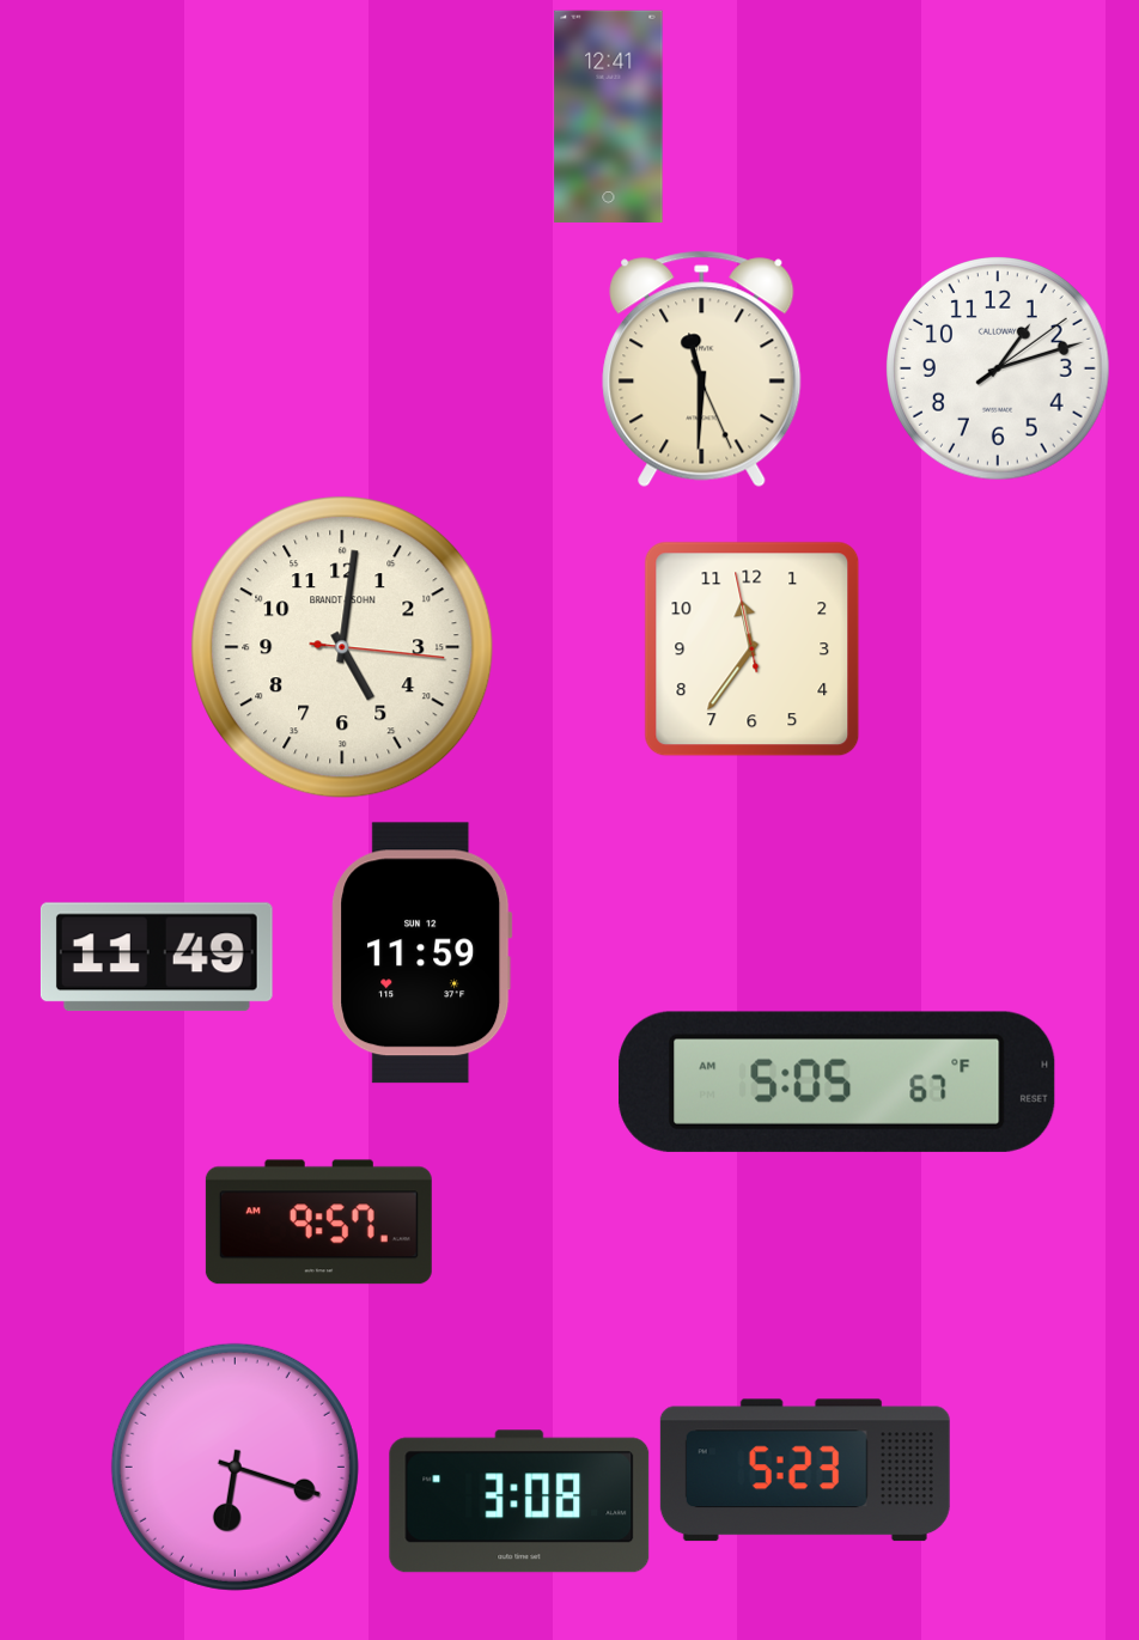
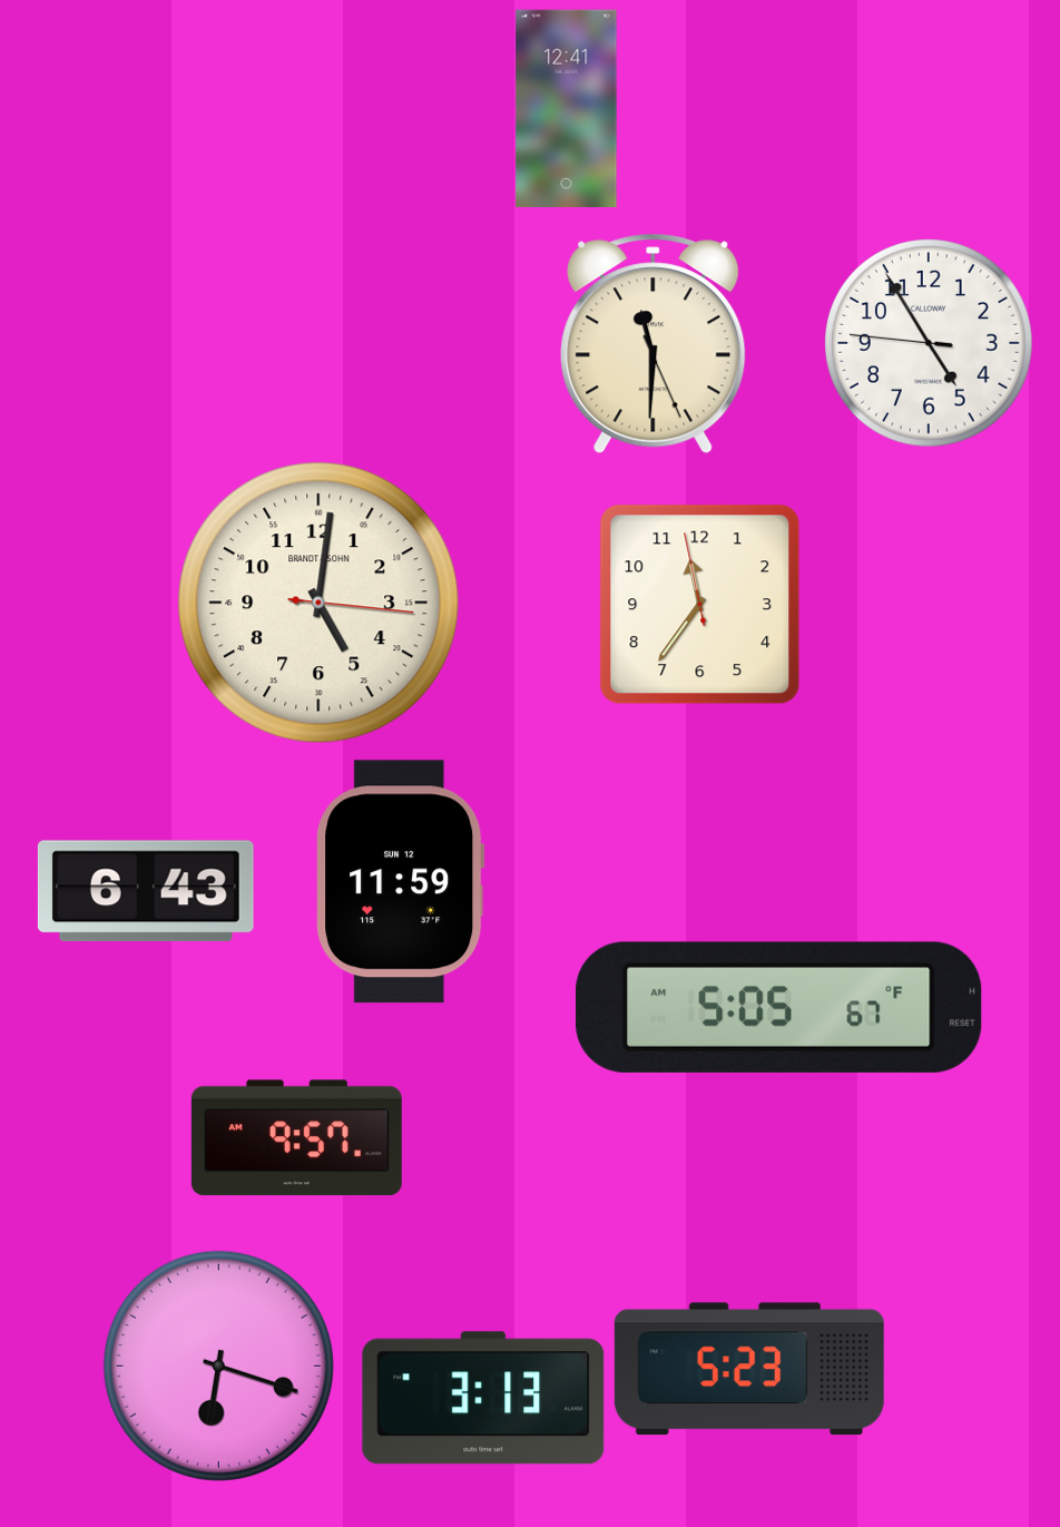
clock at (998, 368): 1:12 -> 4:54
clock at (422, 953) position: (422, 953) -> (401, 882)
clock at (157, 957): 11:49 -> 6:43
clock at (519, 1501): 3:08 -> 3:13
